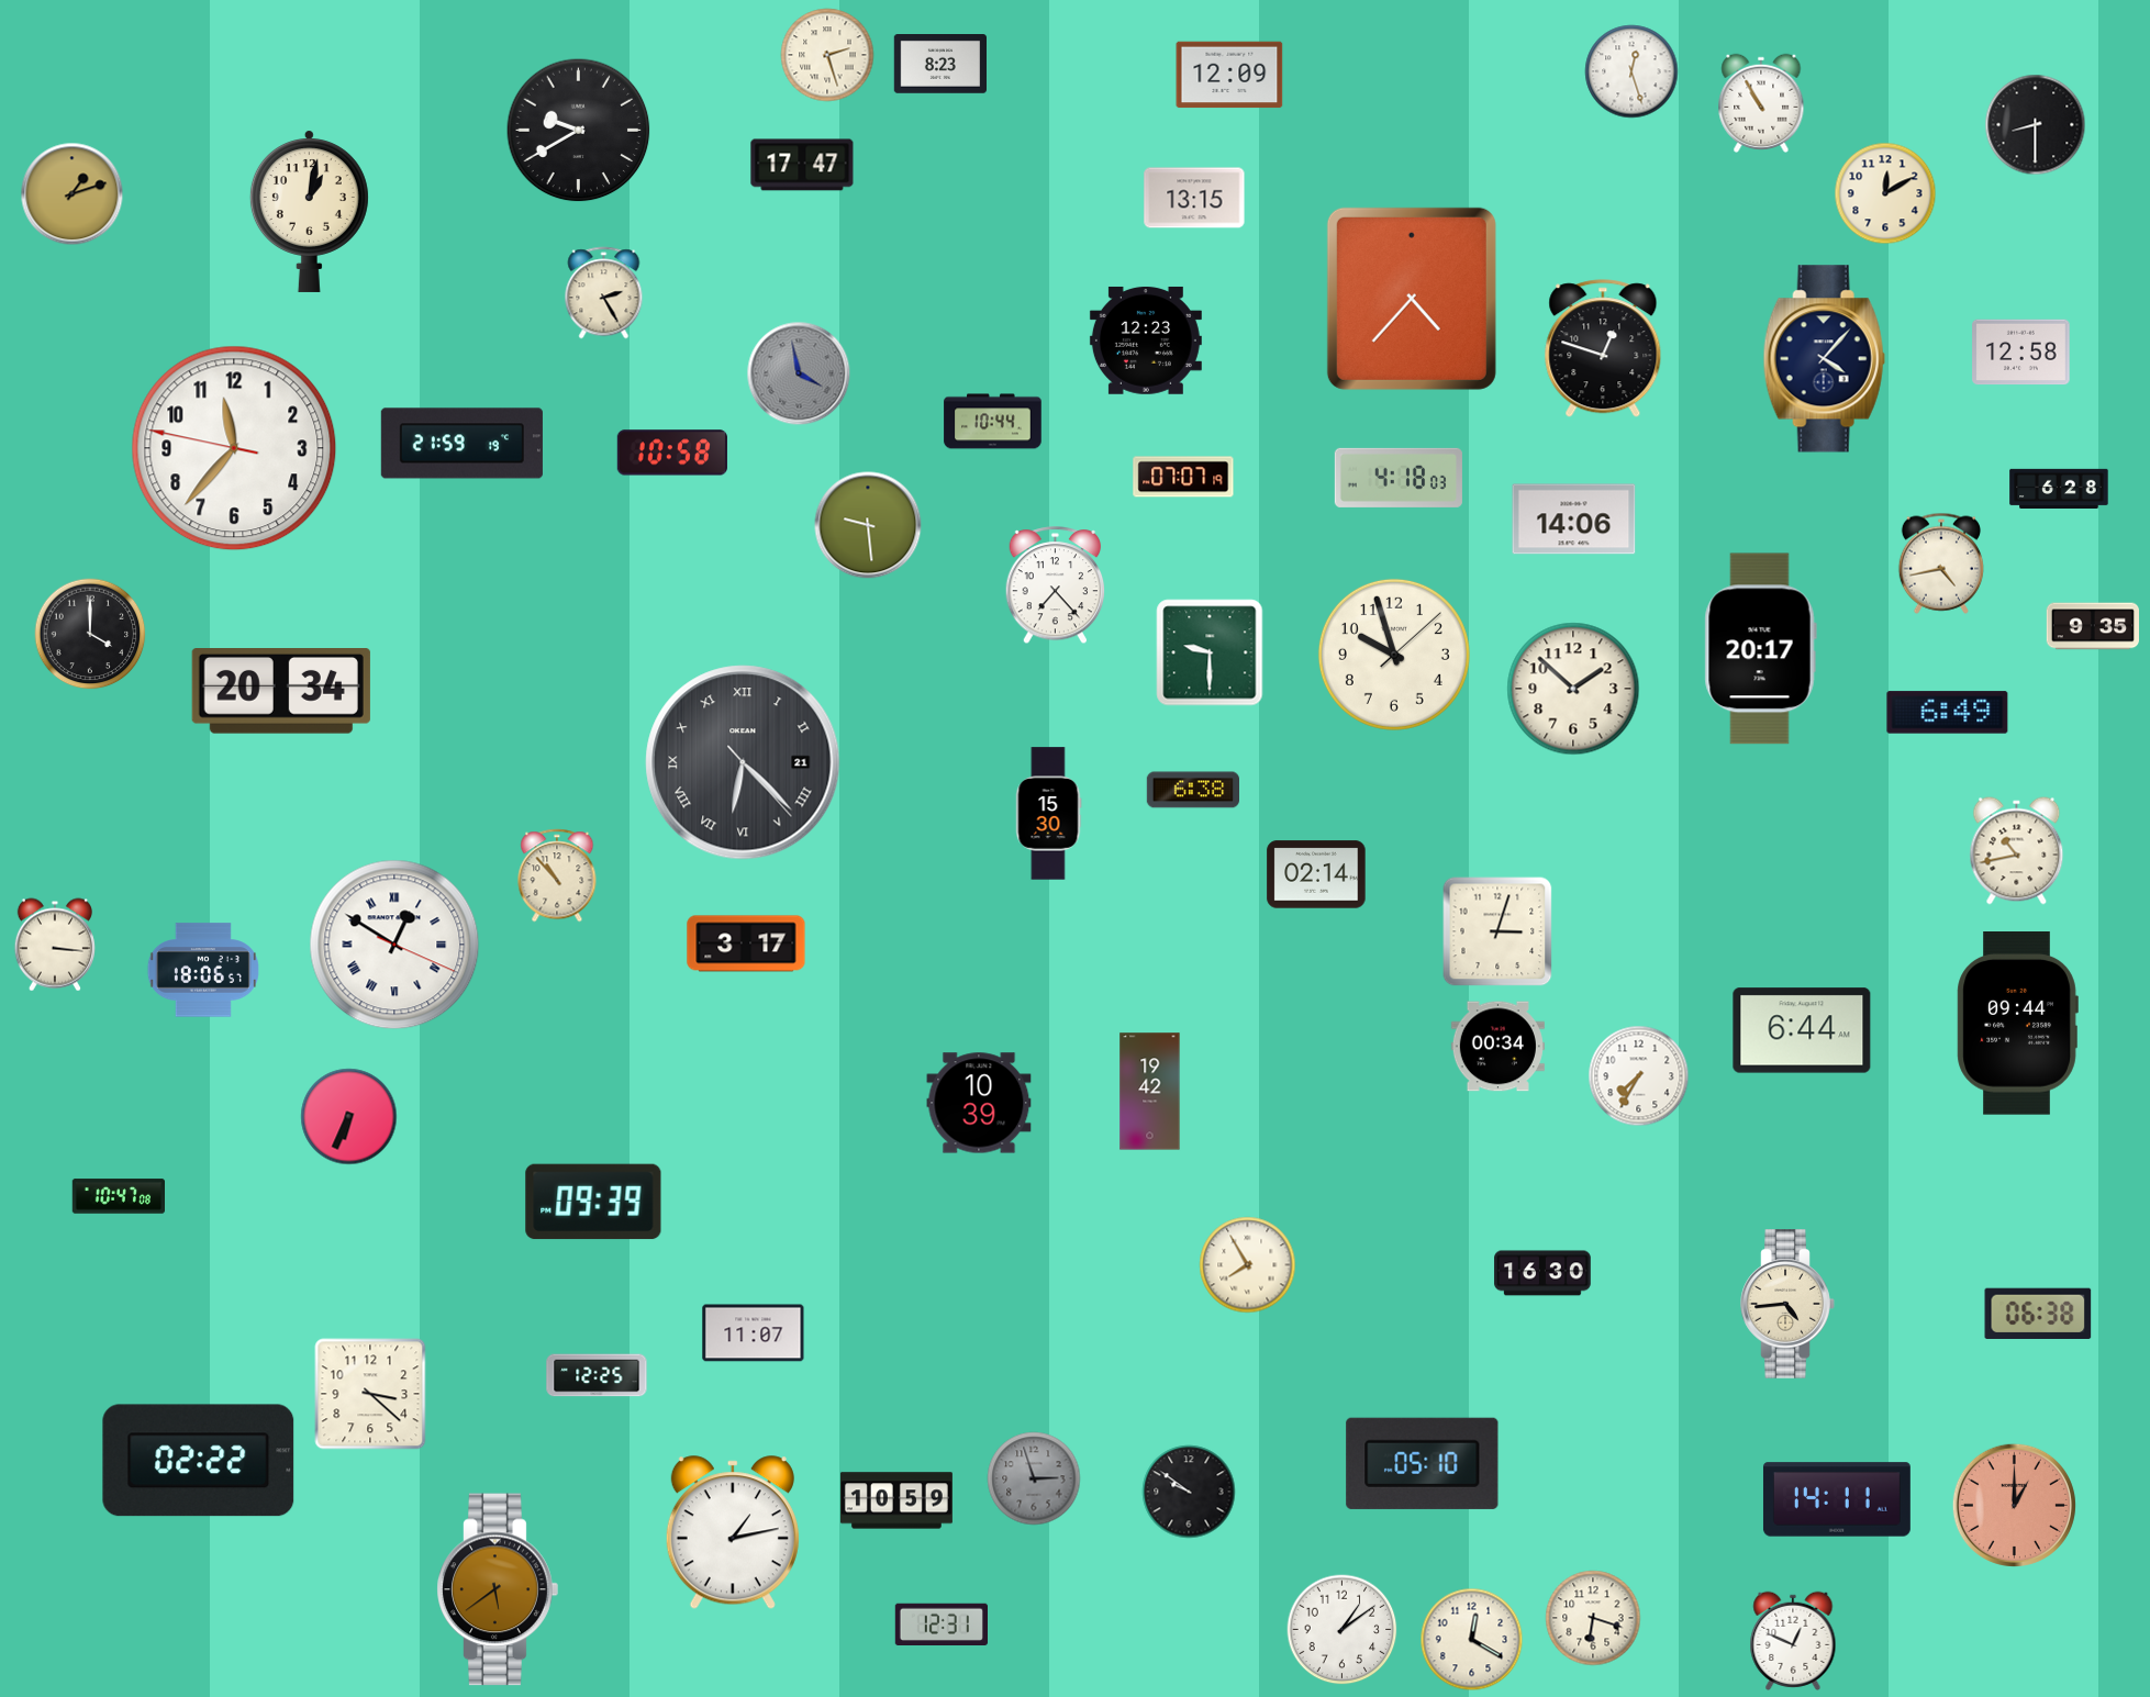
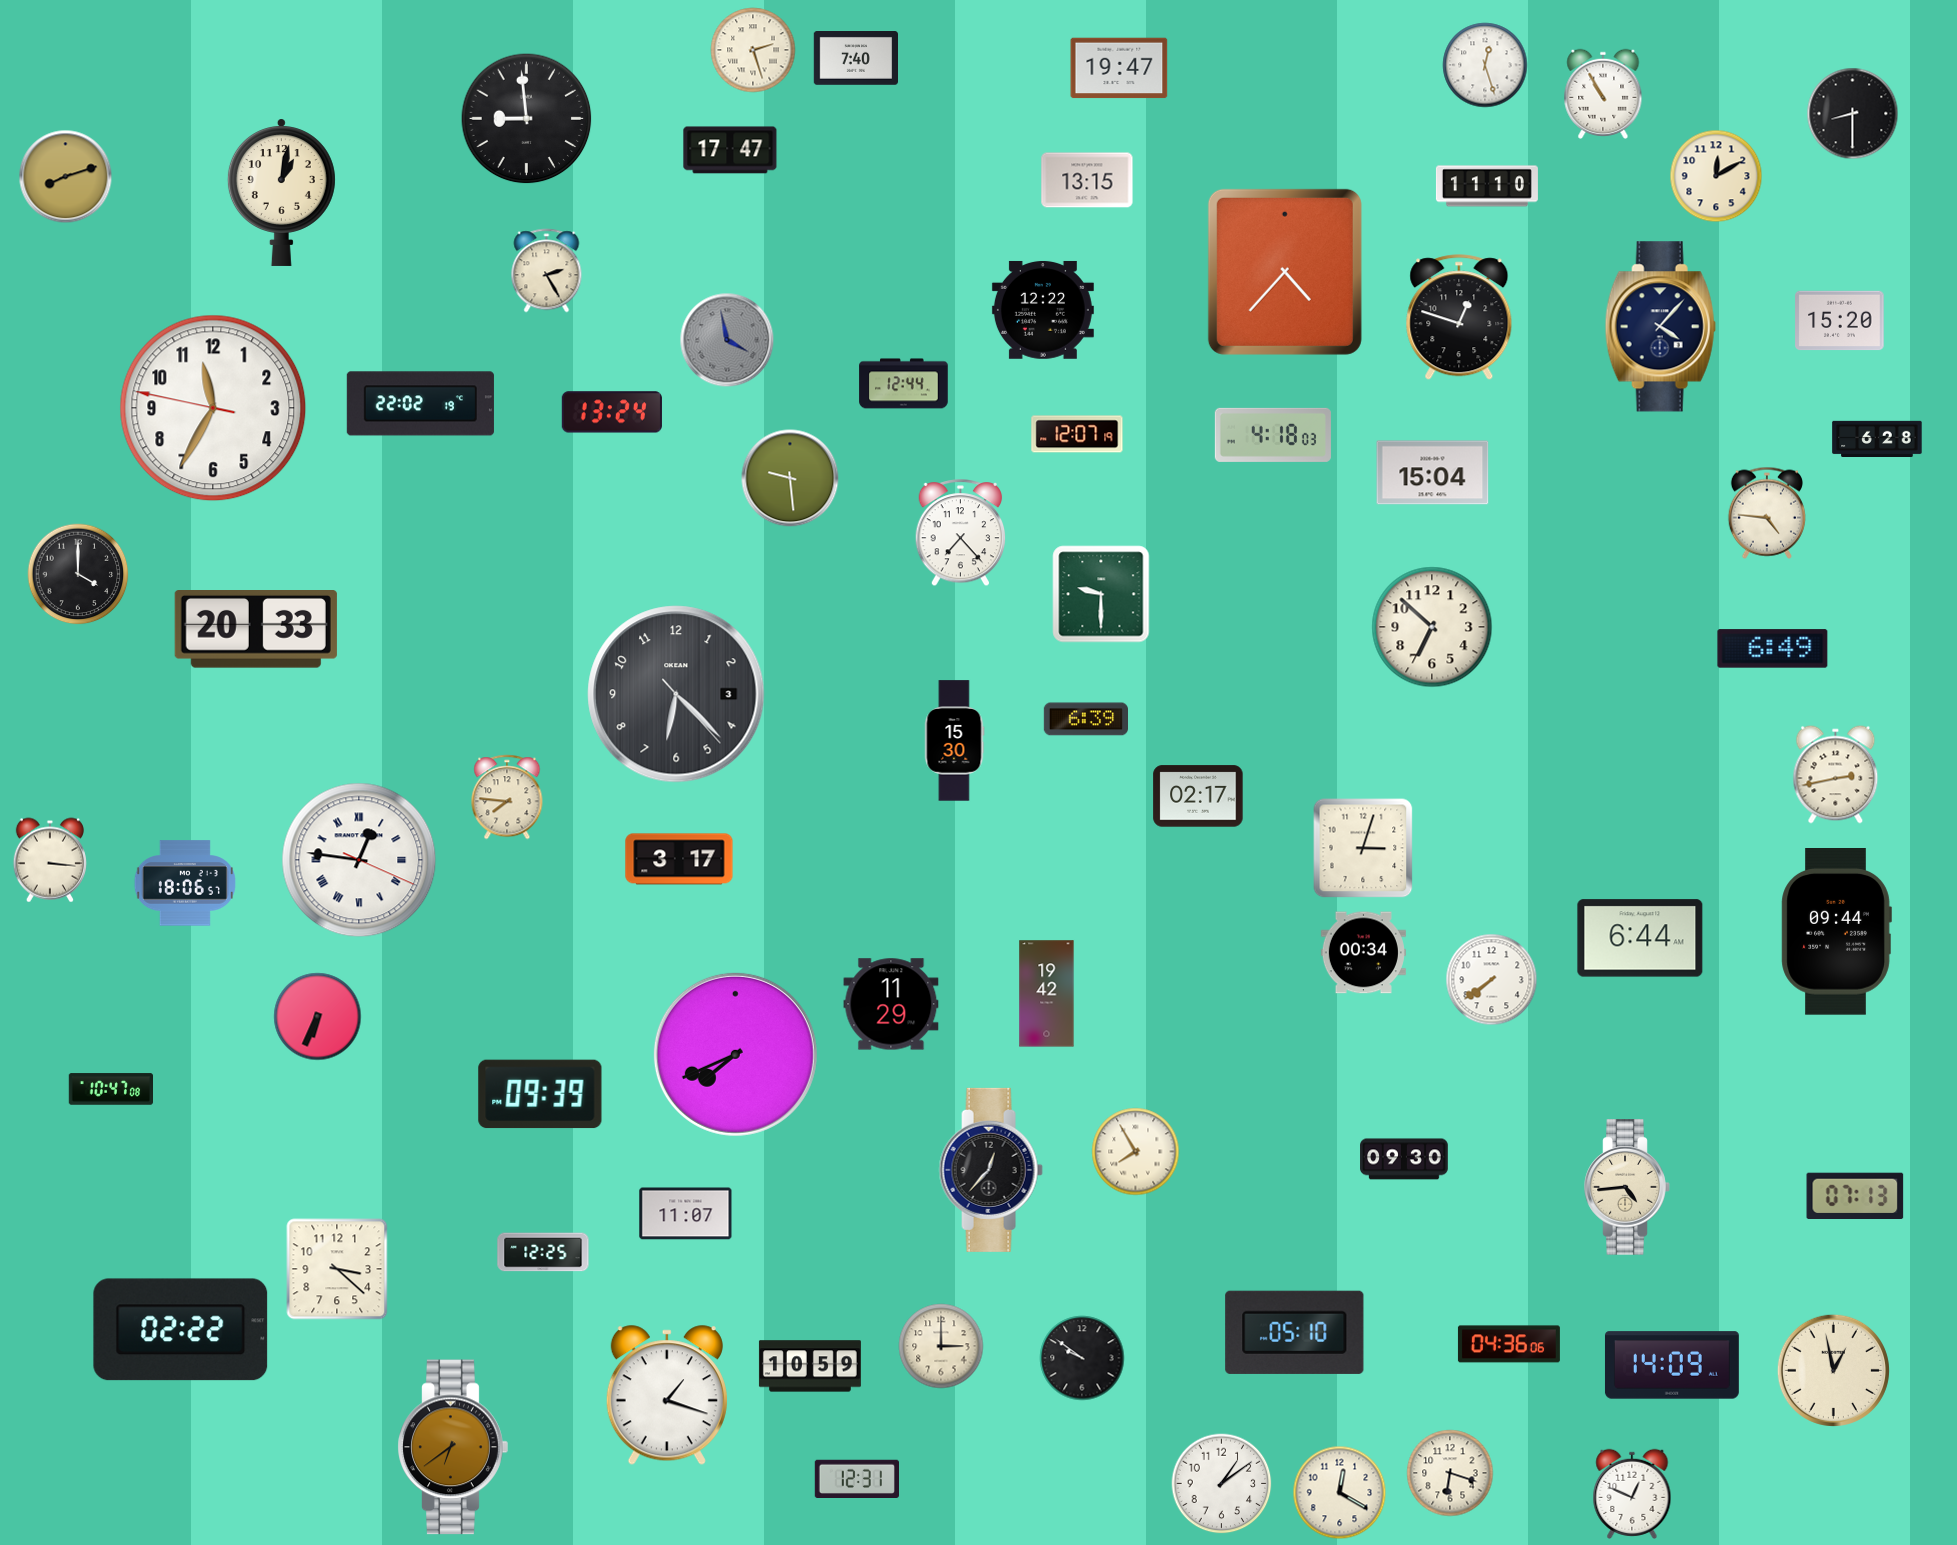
clock at (939, 65): 8:23 -> 7:40
clock at (1229, 75): 12:09 -> 19:47
clock at (579, 131): 9:40 -> 8:59
clock at (73, 194): 1:12 -> 8:12
clock at (1487, 186): none -> 11:10
clock at (604, 293) position: (604, 293) -> (547, 271)
clock at (1146, 340): 12:23 -> 12:22
clock at (2021, 353): 12:58 -> 15:20
clock at (993, 422): 10:44 -> 12:44
clock at (461, 444): 21:59 -> 22:02
clock at (234, 448): 11:36 -> 11:34
clock at (672, 453): 10:58 -> 13:24
clock at (1183, 477): 07:07 -> 12:07
clock at (2059, 488) position: (2059, 488) -> (1877, 438)
clock at (1574, 520): 14:06 -> 15:04
clock at (1941, 563): 4:43 -> 4:46
clock at (2092, 626): 9:35 -> none
clock at (90, 634) position: (90, 634) -> (78, 574)
clock at (1760, 649): 20:17 -> none
clock at (1394, 655): 9:57 -> none
clock at (1573, 689): 1:52 -> 6:52
clock at (281, 692): 20:34 -> 20:33
clock at (743, 762) date: 21 -> 3
clock at (743, 762) numerals: Roman -> Arabic
clock at (1192, 790): 6:38 -> 6:39
clock at (2017, 851): 10:43 -> 2:43
clock at (1316, 874): 02:14 -> 02:17
clock at (557, 875): 10:53 -> 7:46
clock at (394, 945): 12:50 -> 12:46
clock at (1639, 1076): 7:35 -> 7:39
clock at (979, 1103): 10:39 -> 11:29
clock at (735, 1054): none -> 7:41
clock at (118, 1196) position: (118, 1196) -> (110, 1089)
clock at (1542, 1273): 16:30 -> 09:30
clock at (991, 1170): none -> 12:37
clock at (2038, 1314): 06:38 -> 07:13
clock at (1509, 1344): none -> 04:36
clock at (1034, 1478): 2:57 -> 3:00
clock at (1034, 1478) dial: grey -> cream
clock at (1837, 1499): 14:11 -> 14:09
clock at (896, 1500) position: (896, 1500) -> (810, 1366)
clock at (2014, 1505): 1:00 -> 12:58
clock at (2014, 1505) dial: salmon -> cream
clock at (733, 1533): 1:13 -> 1:18
clock at (498, 1589): 5:39 -> 6:39
